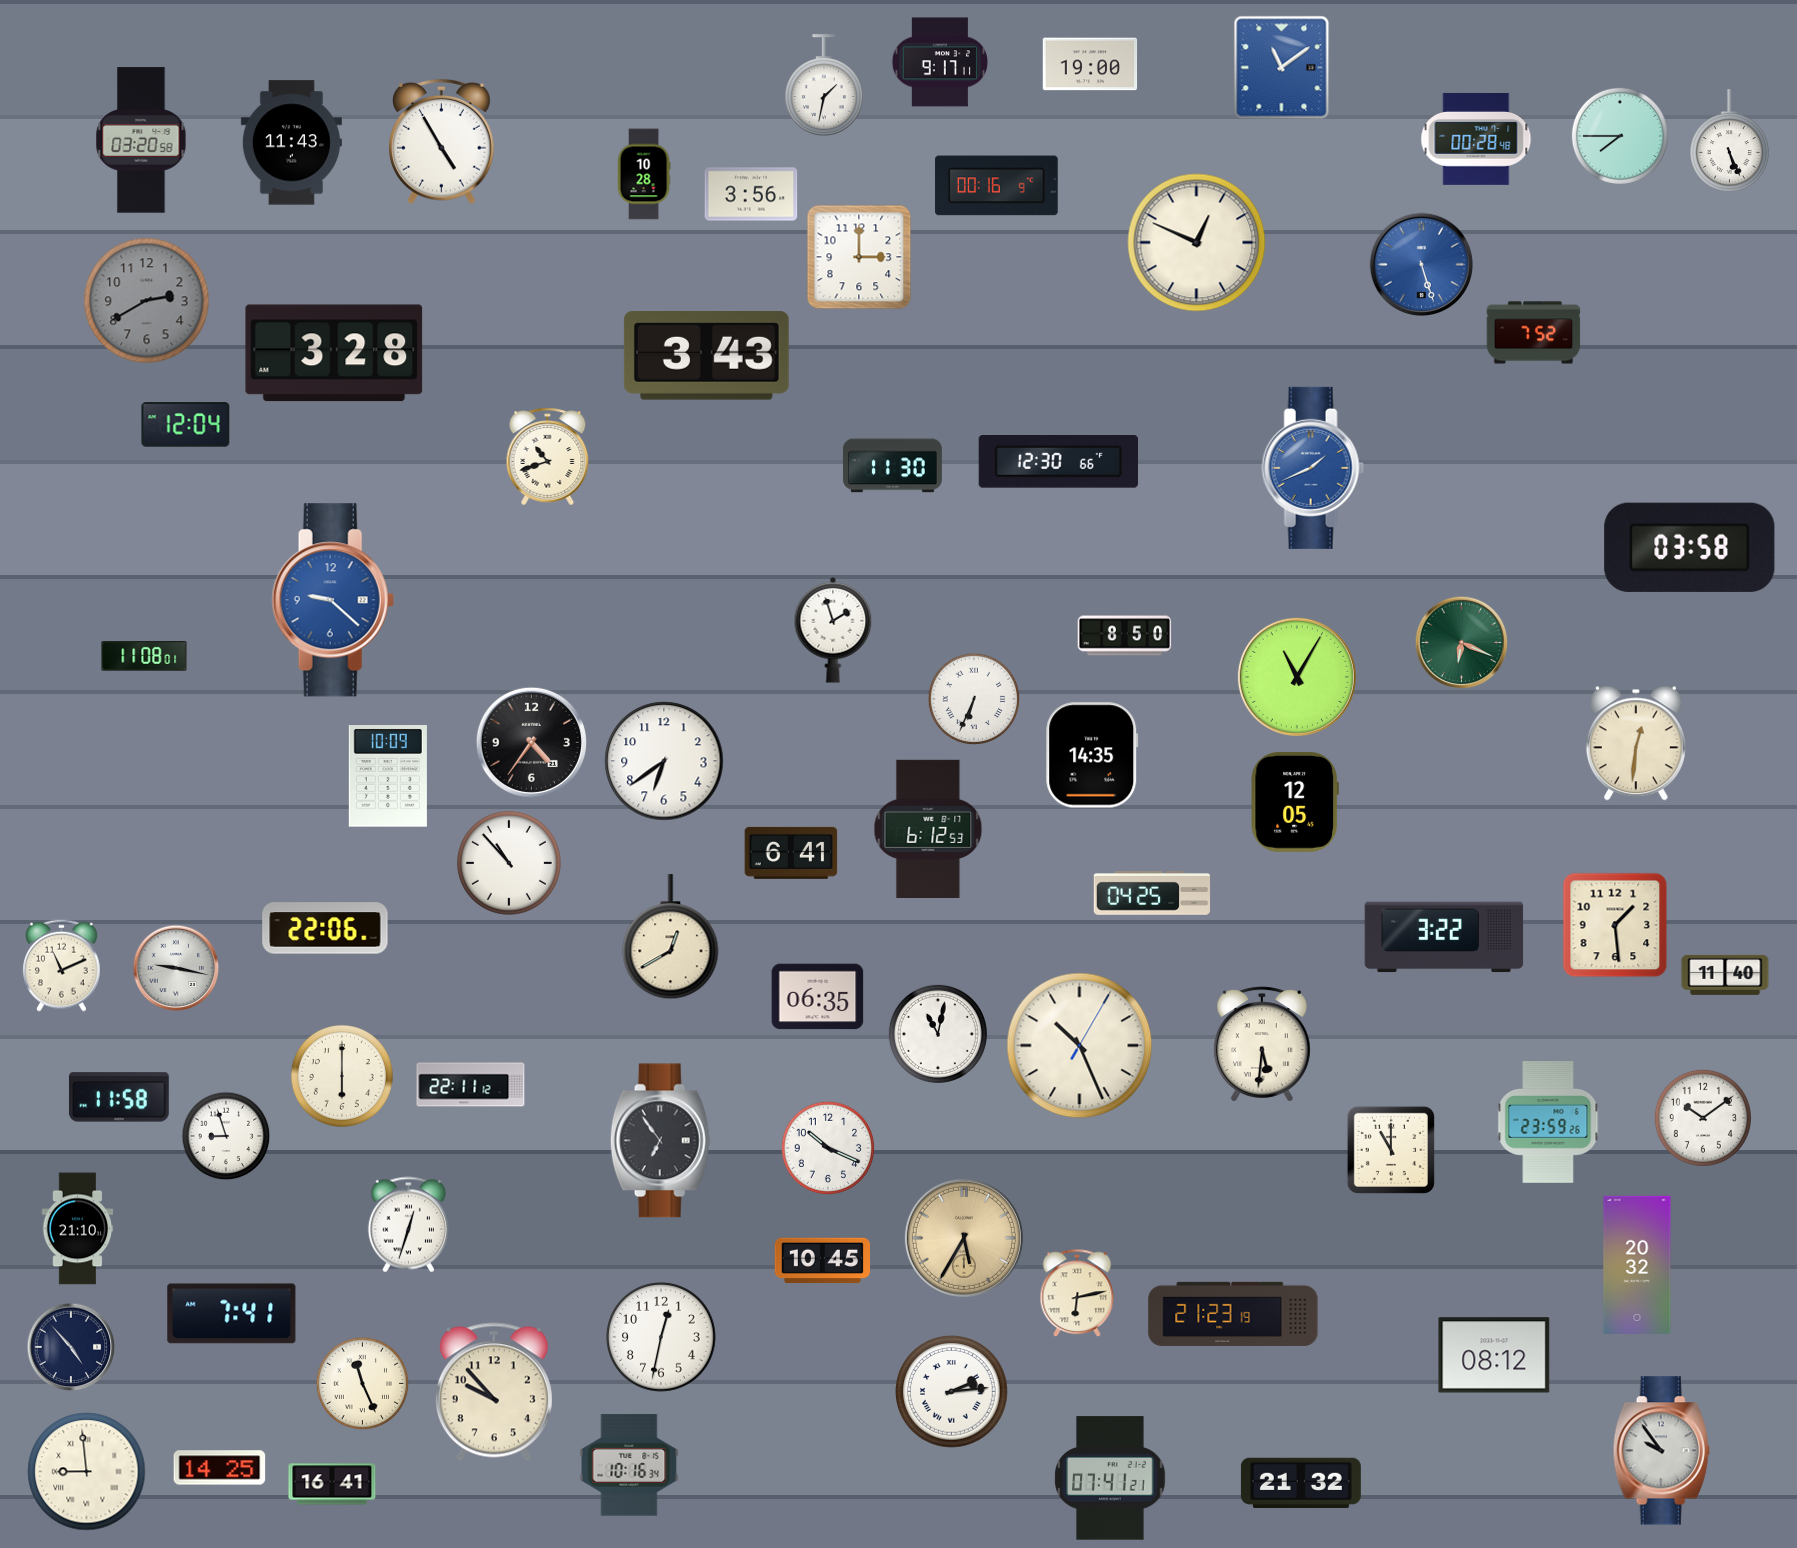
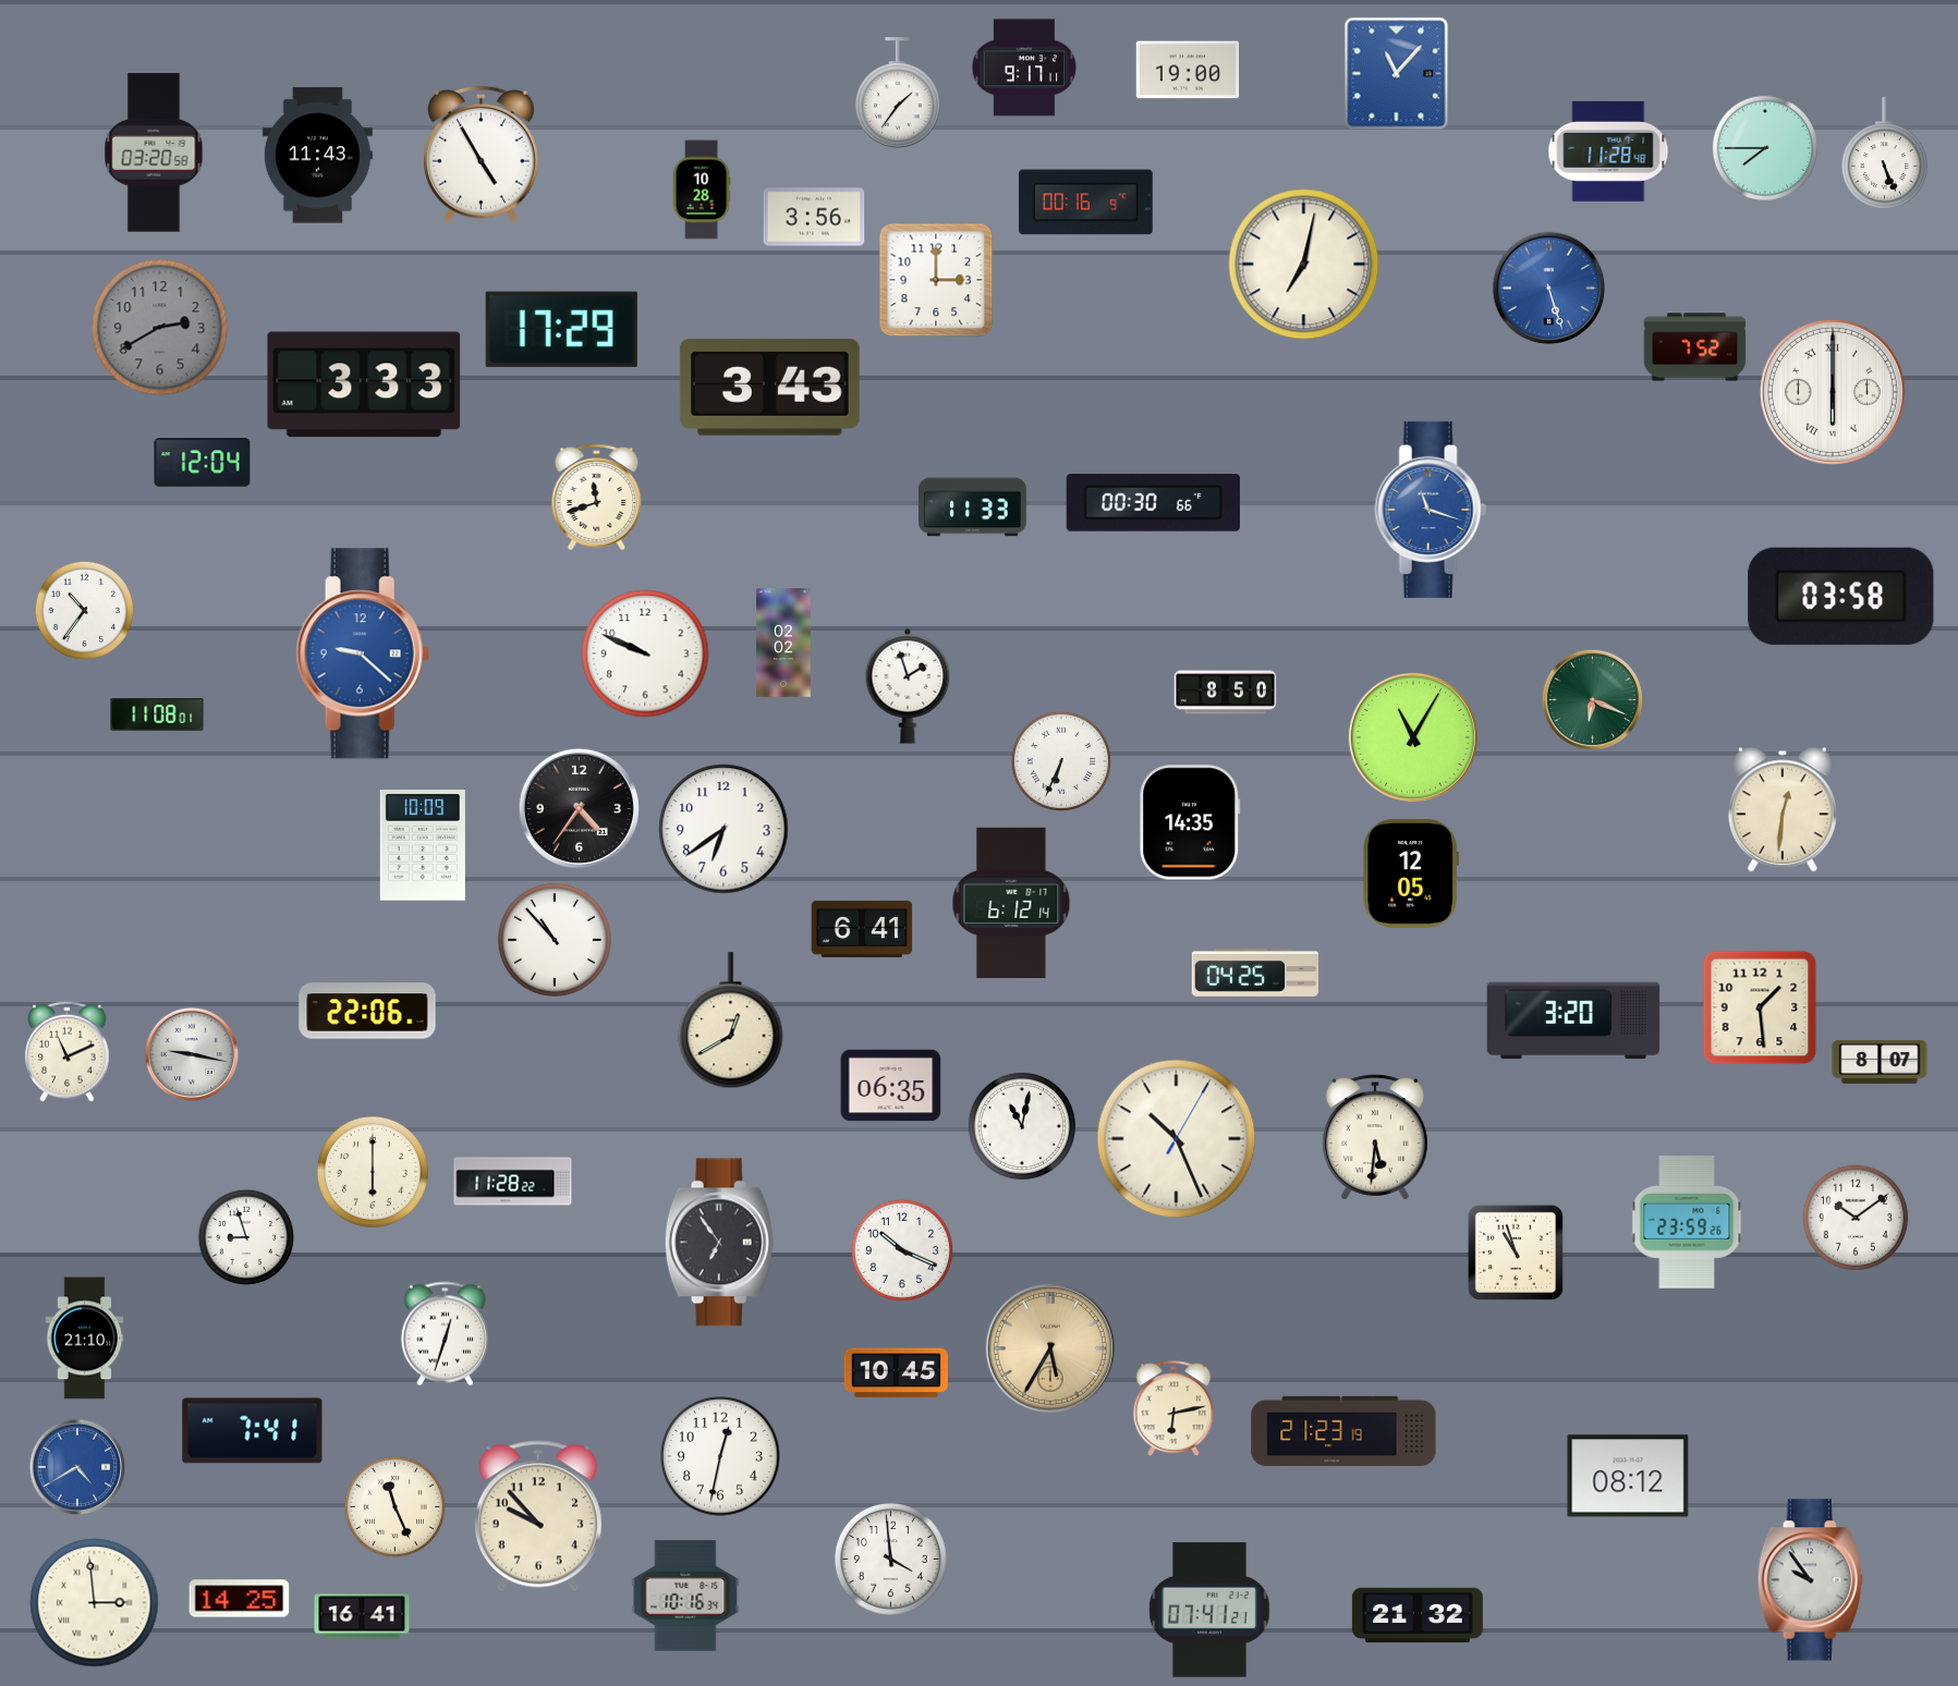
clock at (1282, 68): 11:09 -> 11:07
clock at (824, 86): 1:32 -> 1:36
clock at (1476, 139): 00:28 -> 11:28
clock at (751, 194) position: (751, 194) -> (814, 217)
clock at (1197, 243): 12:49 -> 7:02
clock at (561, 329): none -> 17:29
clock at (1534, 333) position: (1534, 333) -> (1695, 347)
clock at (334, 353): 3:28 -> 3:33
clock at (1833, 392): none -> 6:00
clock at (548, 457): 10:42 -> 11:42
clock at (1058, 462): 12:30 -> 00:30
clock at (892, 466): 11:30 -> 11:33
clock at (1313, 468): 1:41 -> 11:18
clock at (85, 611): none -> 10:36
clock at (785, 643): none -> 02:02
clock at (645, 653): none -> 9:49
clock at (928, 828): 6:12:53 -> 6:12:14
clock at (325, 928) position: (325, 928) -> (367, 1011)
clock at (1444, 937): 3:22 -> 3:20
clock at (1725, 975): 11:40 -> 8:07
clock at (471, 1085): 22:11 -> 11:28
clock at (119, 1097): 11:58 -> none
clock at (1391, 1150): 11:00 -> 10:57
clock at (1637, 1264): 20:32 -> none
clock at (71, 1347): 4:53 -> 4:40
clock at (71, 1347) dial: navy -> blue
clock at (952, 1392): 2:14 -> none
clock at (890, 1559): none -> 3:59
clock at (87, 1472): 8:59 -> 2:59
